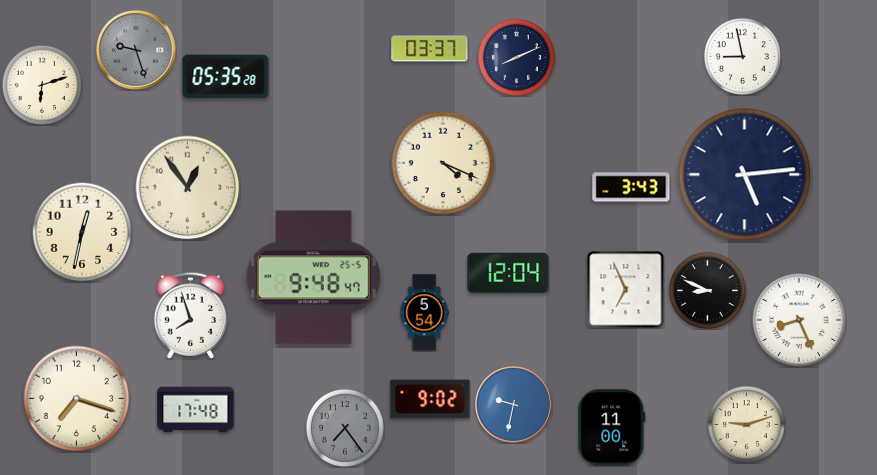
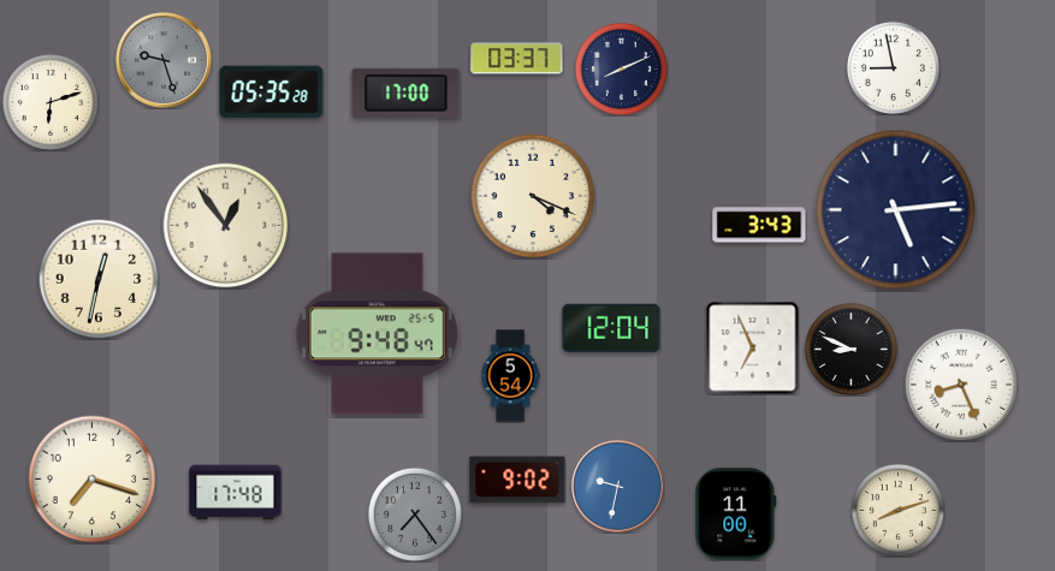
clock at (407, 93): none -> 17:00
clock at (191, 315): 7:57 -> none
clock at (746, 424): 9:12 -> 8:12
